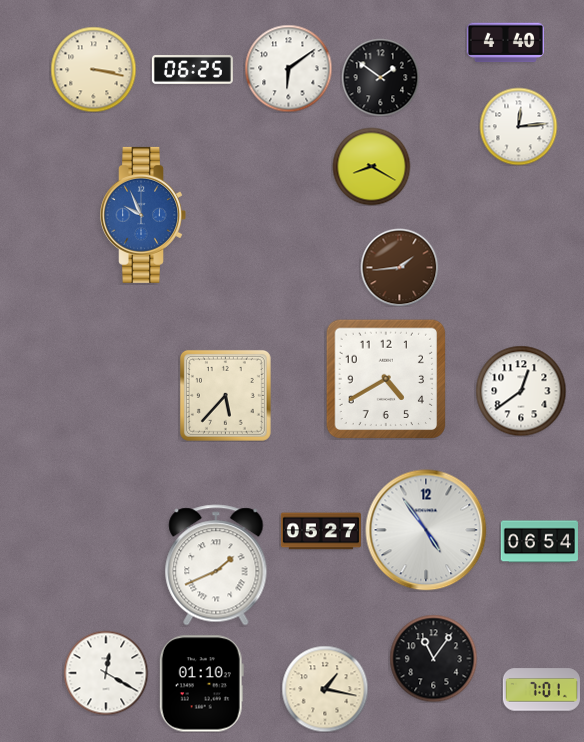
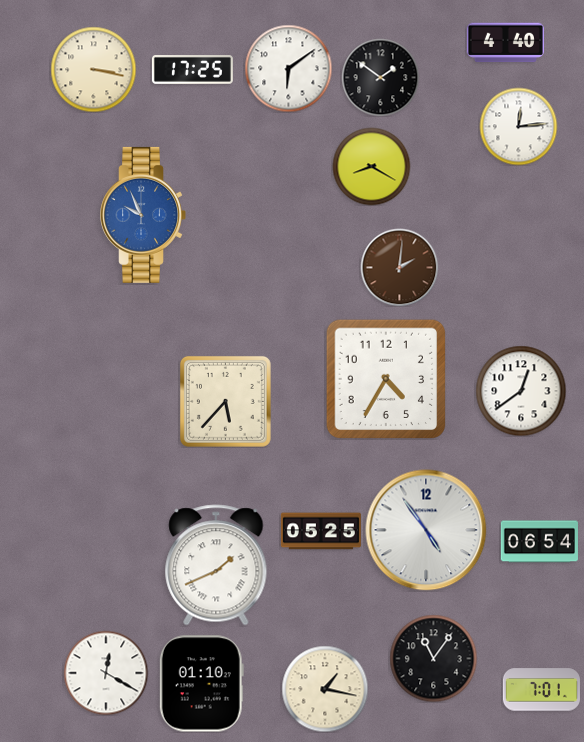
clock at (192, 70): 06:25 -> 17:25
clock at (399, 267): 1:44 -> 2:01
clock at (386, 379): 4:40 -> 4:35
clock at (225, 395) position: (225, 395) -> (225, 401)
clock at (321, 531): 05:27 -> 05:25
